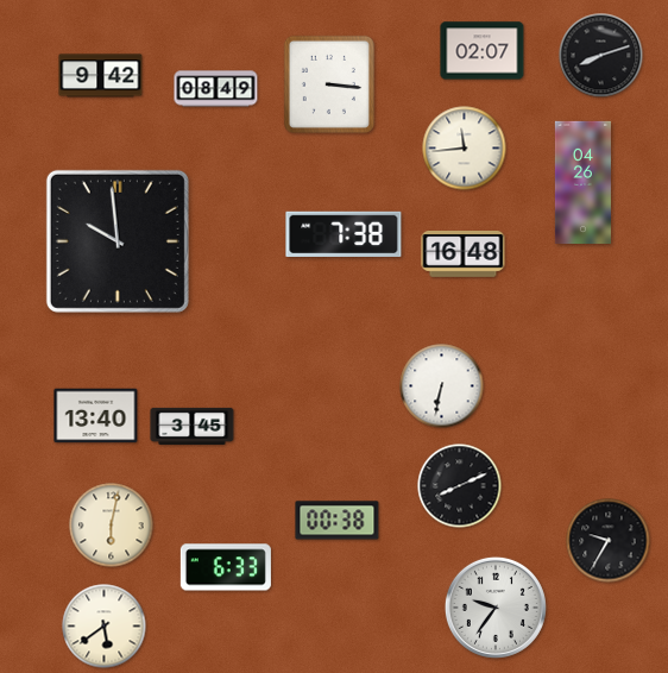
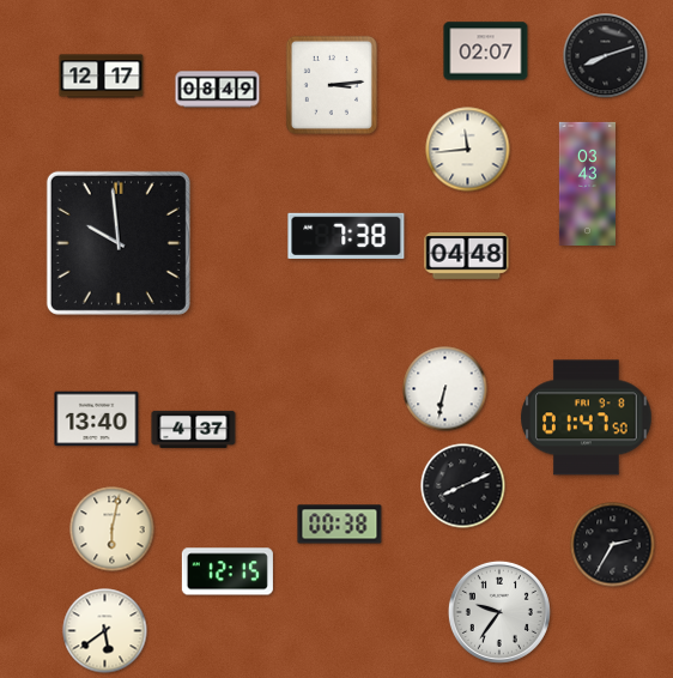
clock at (101, 76): 9:42 -> 12:17
clock at (329, 84): 3:16 -> 3:14
clock at (582, 182): 04:26 -> 03:43
clock at (464, 254): 16:48 -> 04:48
clock at (587, 418): none -> 01:47
clock at (193, 426): 3:45 -> 4:37
clock at (460, 486) position: (460, 486) -> (463, 486)
clock at (609, 541): 9:35 -> 2:35
clock at (226, 567): 6:33 -> 12:15
